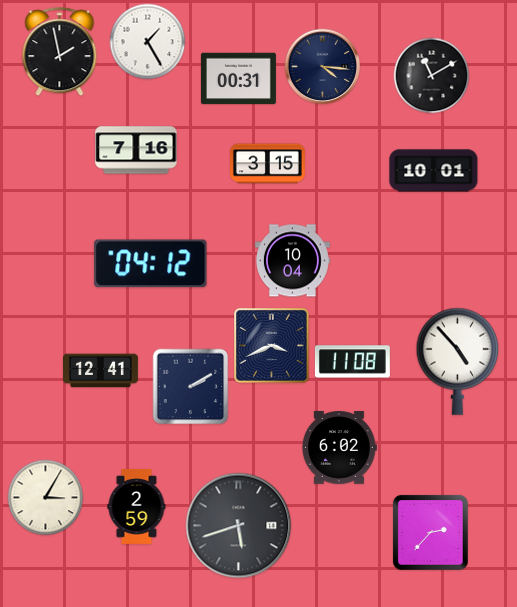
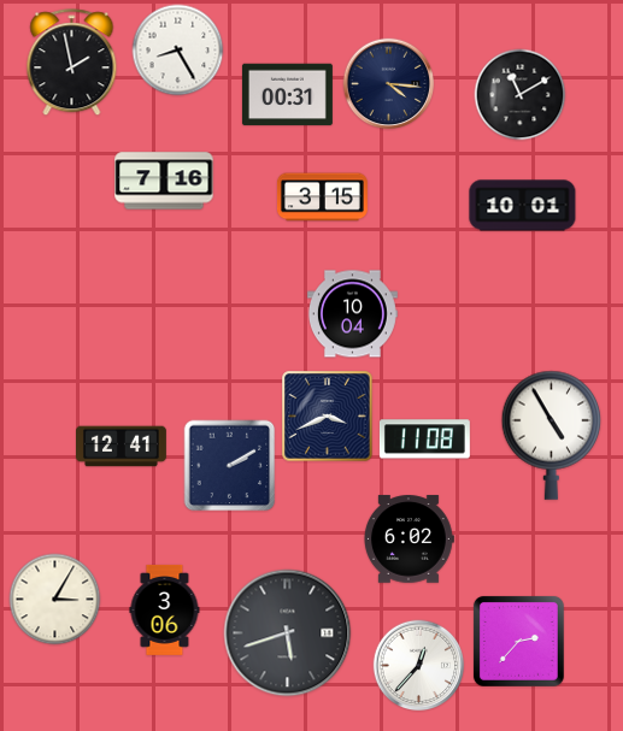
clock at (148, 42): 1:25 -> 8:25
clock at (323, 67) position: (323, 67) -> (389, 84)
clock at (432, 76) position: (432, 76) -> (521, 95)
clock at (151, 264): 04:12 -> none
clock at (458, 361): 4:53 -> 4:55
clock at (352, 362) position: (352, 362) -> (424, 440)
clock at (137, 506): 2:59 -> 3:06
clock at (419, 666): none -> 12:37
